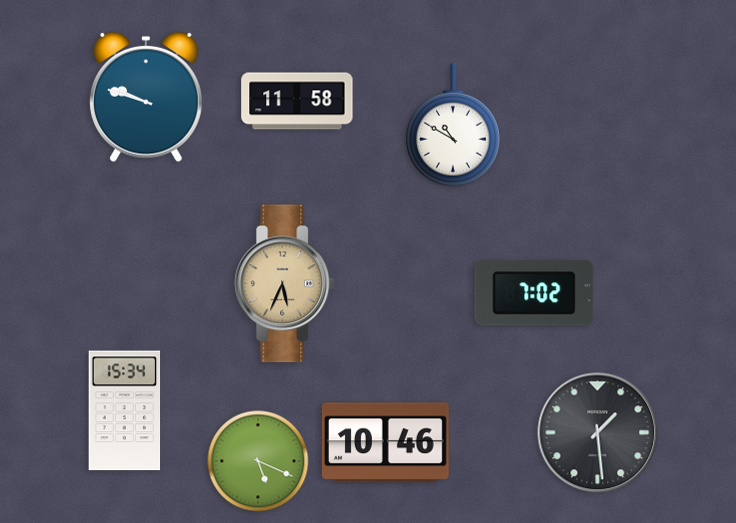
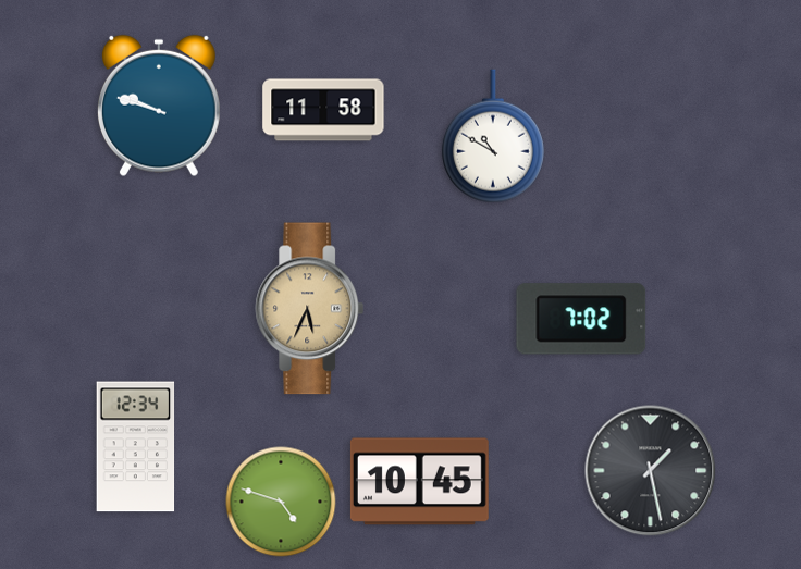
clock at (125, 411): 15:34 -> 12:34
clock at (598, 433): 1:29 -> 1:28
clock at (385, 443): 10:46 -> 10:45
clock at (258, 461): 5:19 -> 4:48
